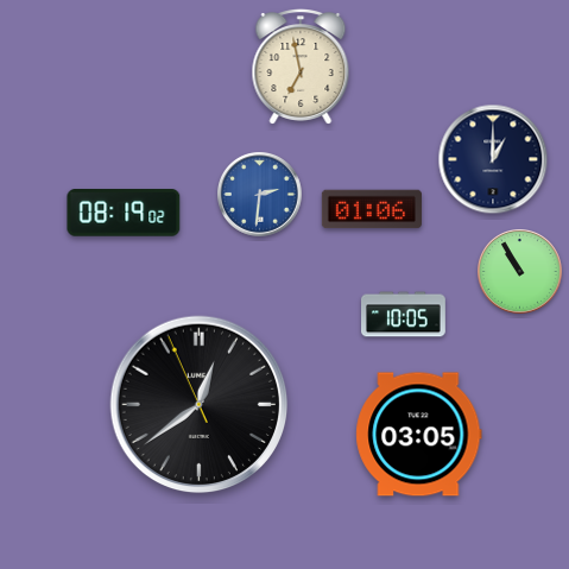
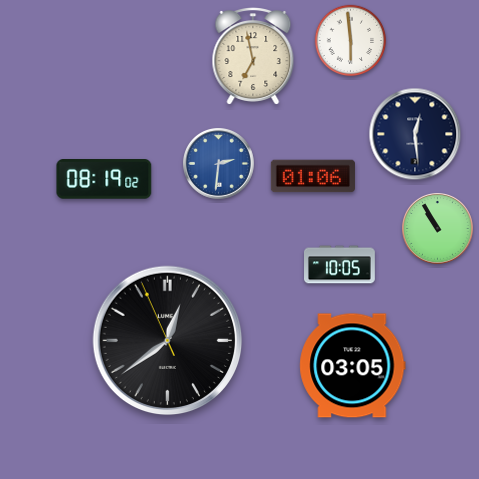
clock at (351, 41): none -> 5:59
clock at (493, 159): 1:00 -> 12:29
